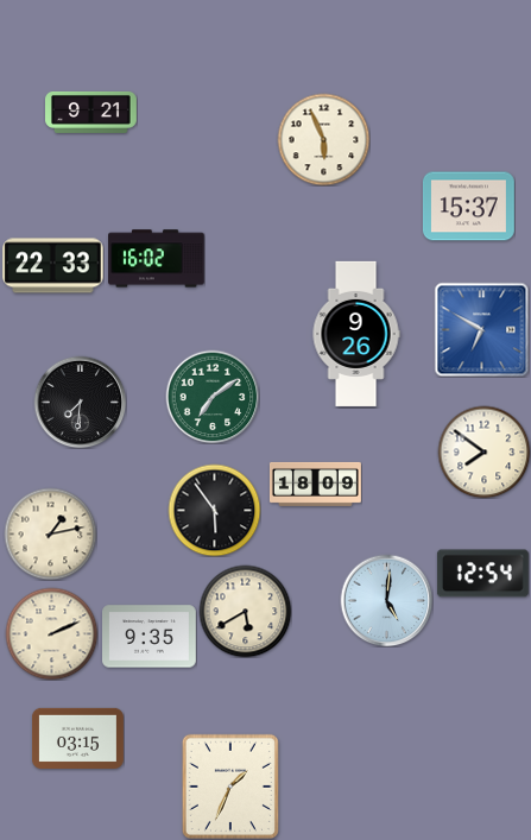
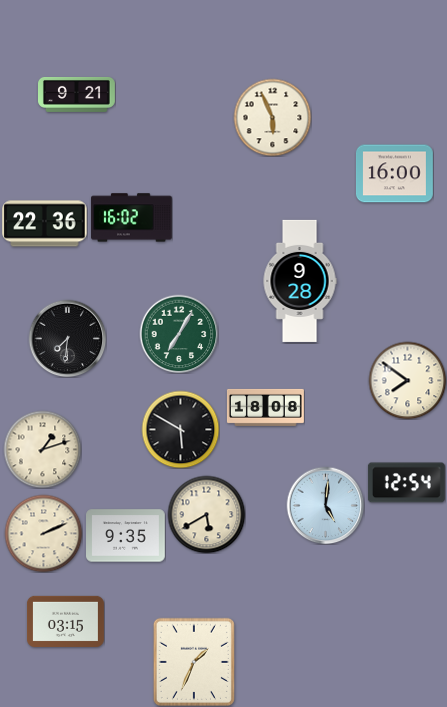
clock at (468, 207): 15:37 -> 16:00
clock at (53, 266): 22:33 -> 22:36
clock at (481, 329): 6:50 -> none
clock at (356, 334): 9:26 -> 9:28
clock at (213, 397): 7:09 -> 7:05
clock at (315, 484): 18:09 -> 18:08
clock at (214, 510): 5:54 -> 5:50
clock at (50, 533): 1:13 -> 1:12
